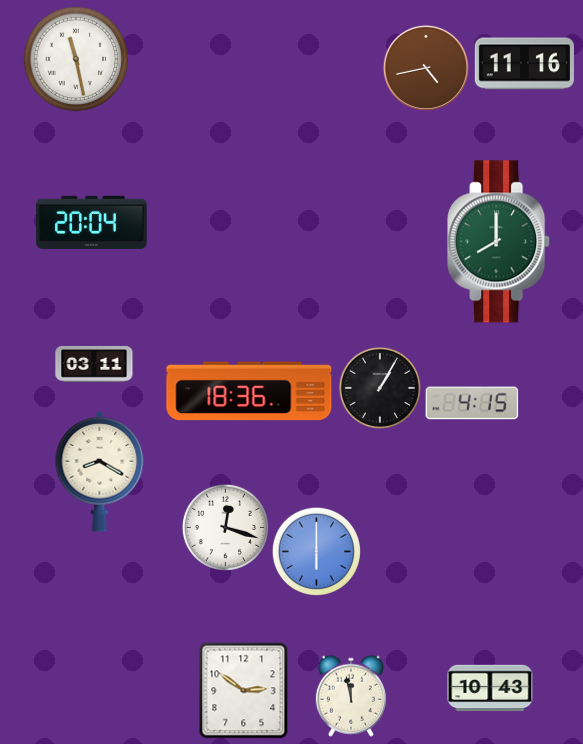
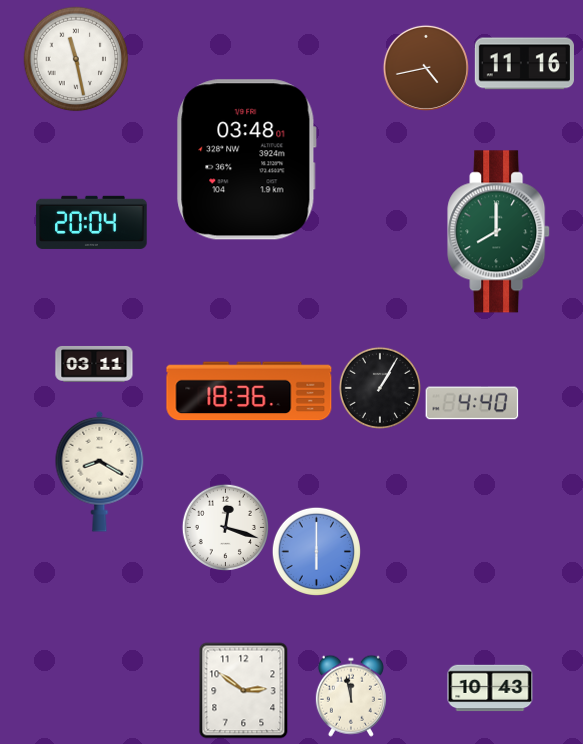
clock at (247, 160): none -> 03:48
clock at (499, 242) position: (499, 242) -> (499, 232)
clock at (472, 403): 4:15 -> 4:40
